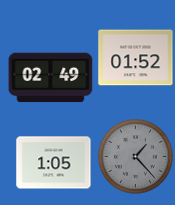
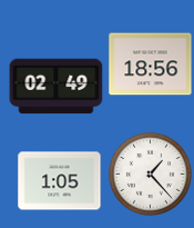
clock at (136, 58): 01:52 -> 18:56
clock at (135, 156) dial: grey -> white
